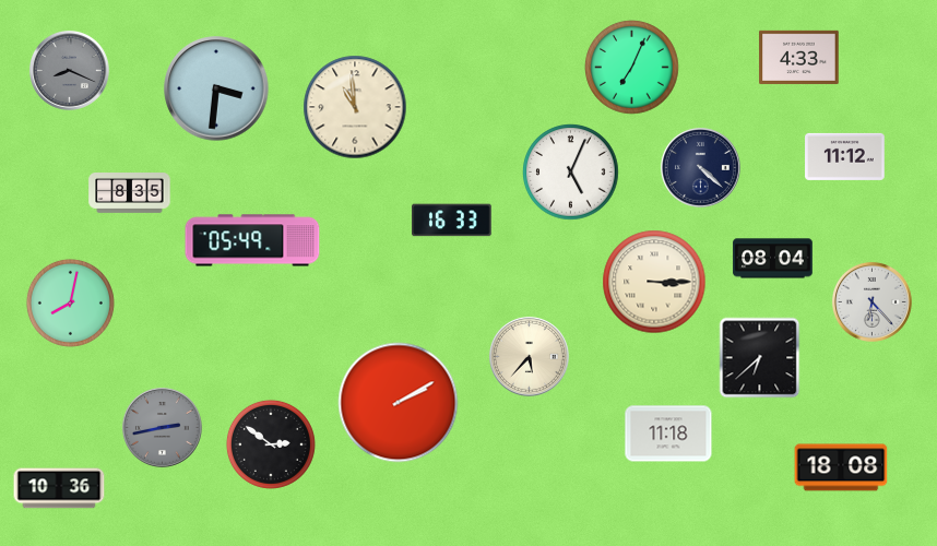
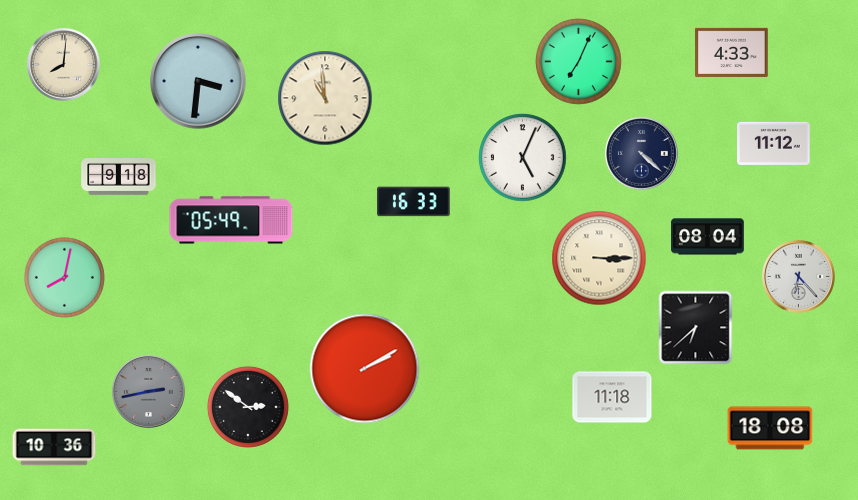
clock at (69, 70): 8:19 -> 8:01
clock at (69, 70) dial: grey -> cream
clock at (130, 193): 8:35 -> 9:18
clock at (529, 356): 5:37 -> none
